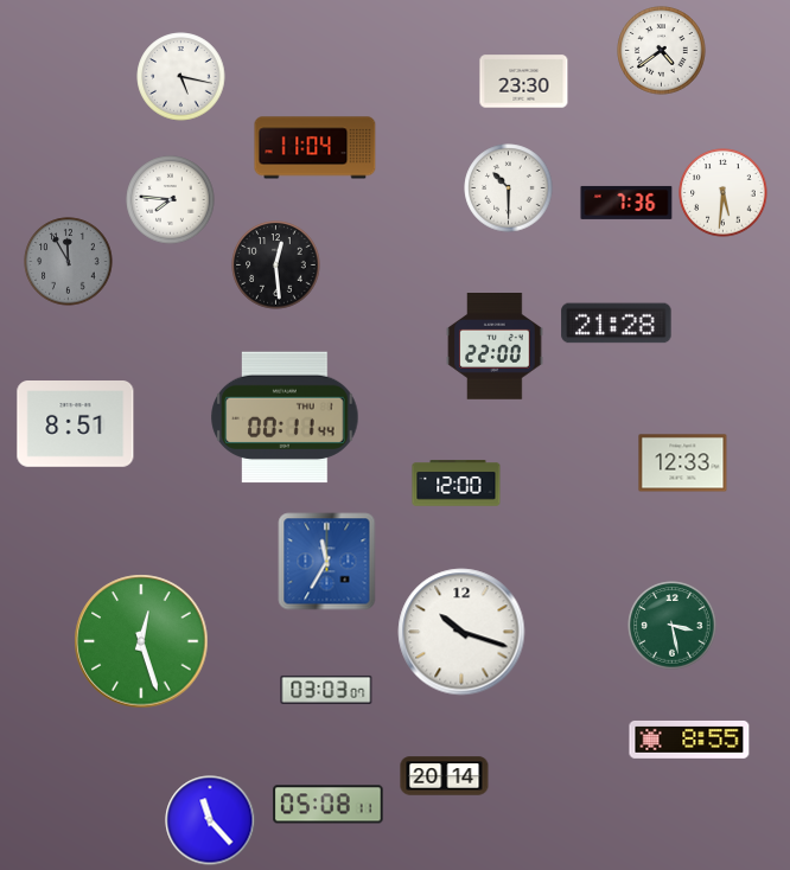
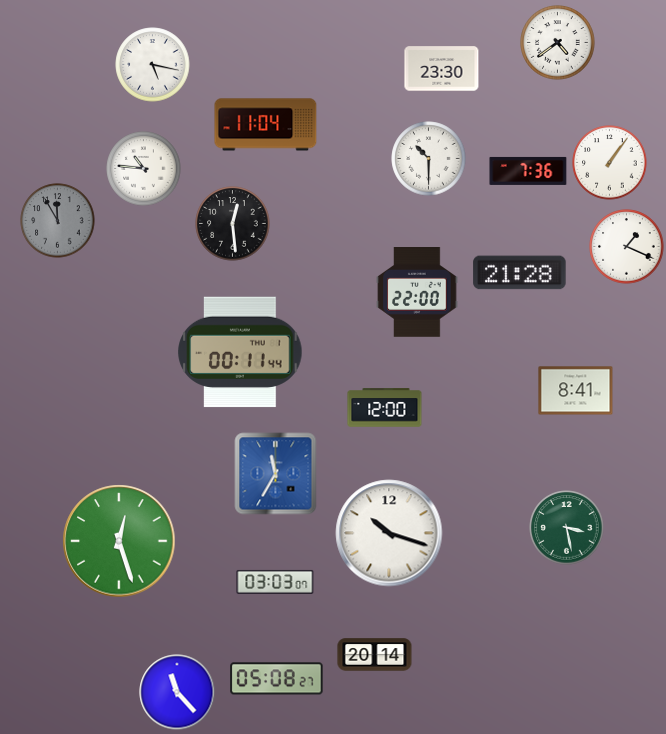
clock at (724, 193): 5:31 -> 1:06
clock at (171, 200): 7:46 -> 10:46
clock at (627, 247): none -> 1:19
clock at (76, 424): 8:51 -> none
clock at (683, 463): 12:33 -> 8:41
clock at (689, 740): 8:55 -> none
clock at (329, 805): 05:08:11 -> 05:08:27
